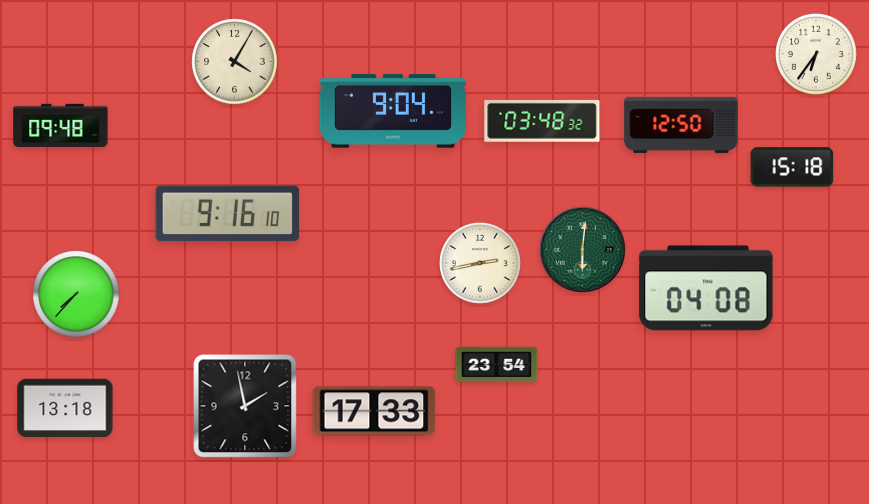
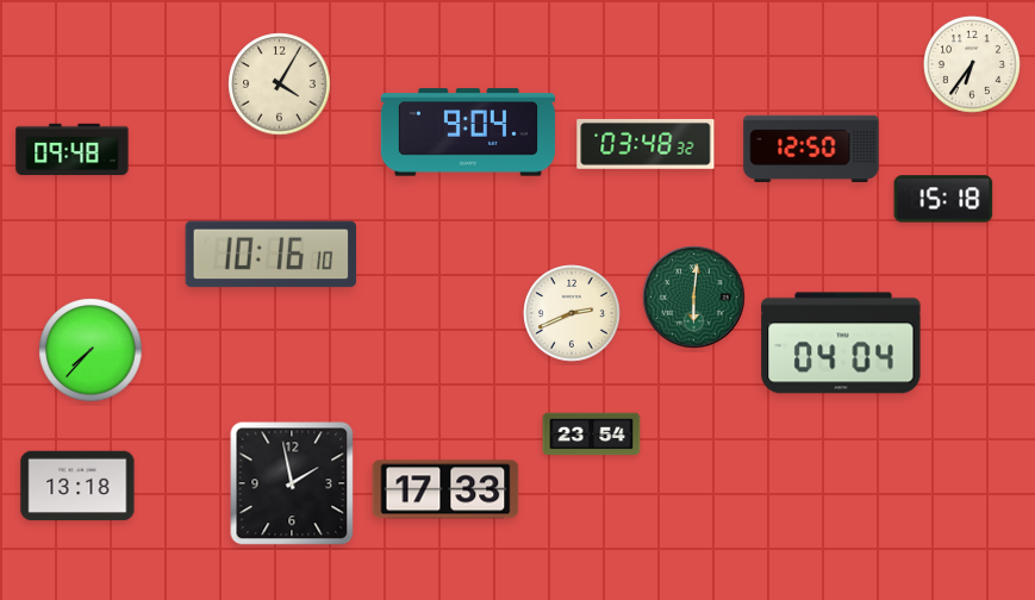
clock at (235, 62) position: (235, 62) -> (280, 85)
clock at (228, 214): 9:16 -> 10:16
clock at (480, 263): 2:43 -> 2:41
clock at (706, 288): 04:08 -> 04:04
